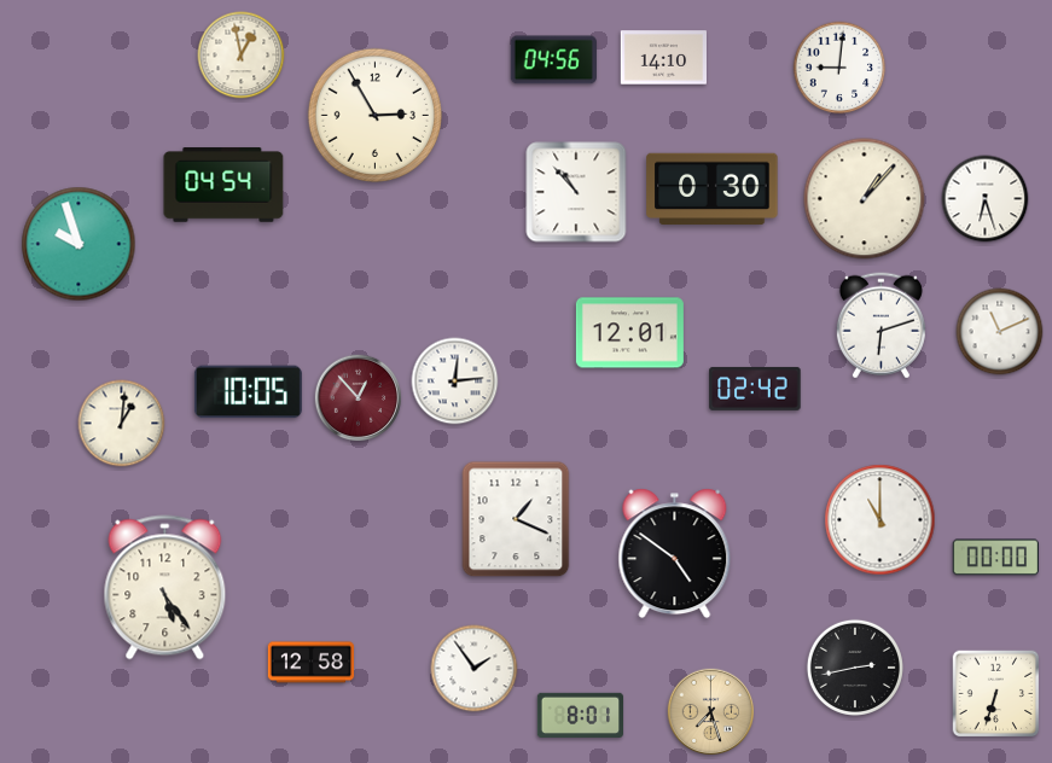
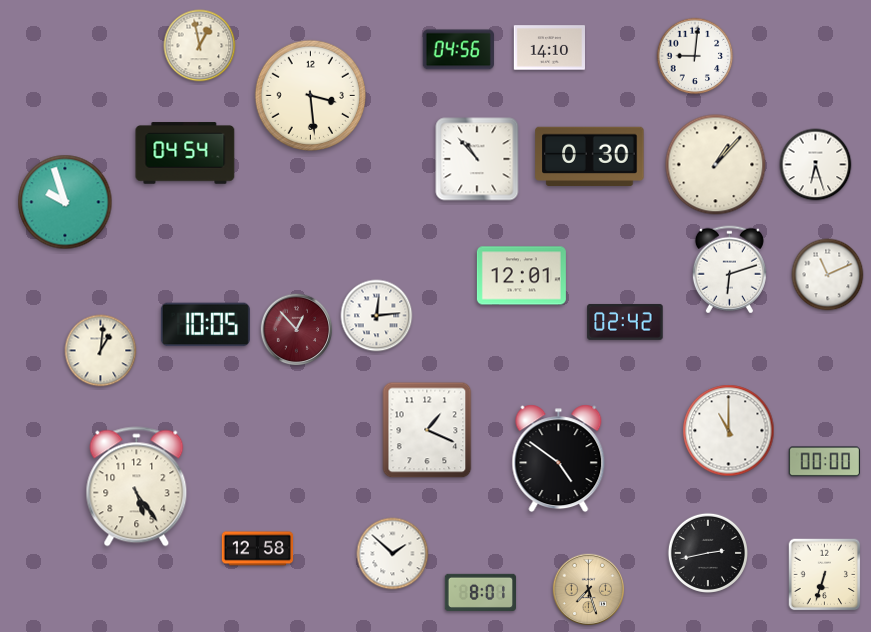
clock at (374, 115): 2:55 -> 3:29
clock at (475, 669): 1:54 -> 1:52
